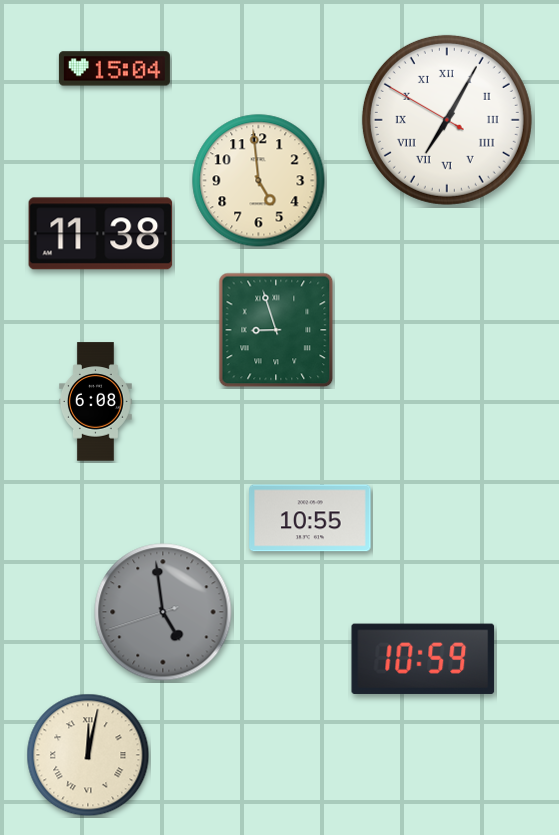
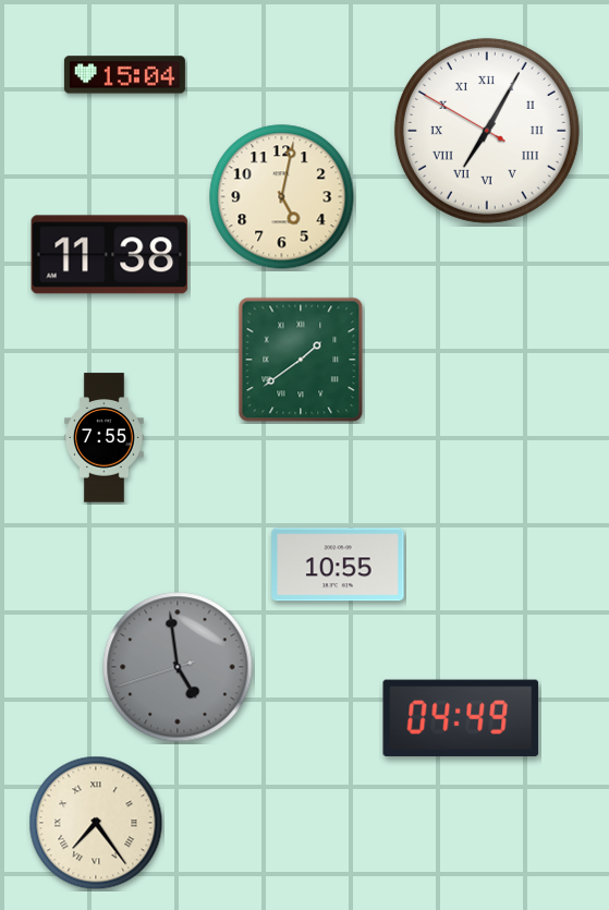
clock at (259, 181): 4:59 -> 5:02
clock at (276, 330): 8:57 -> 1:39
clock at (95, 402): 6:08 -> 7:55
clock at (423, 659): 10:59 -> 04:49
clock at (88, 755): 12:02 -> 7:24
